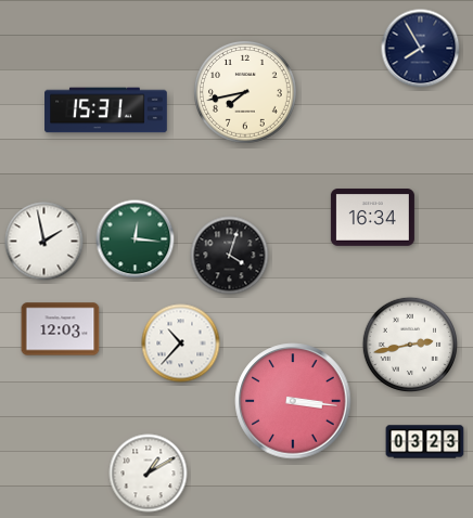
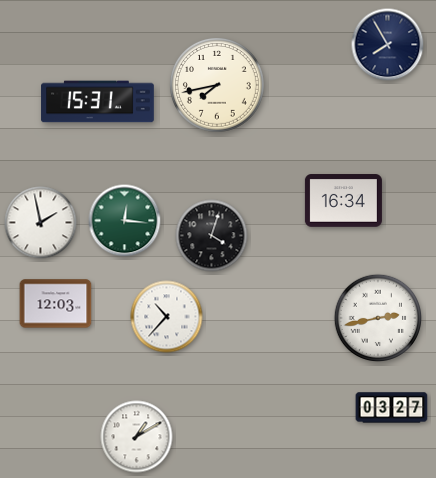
clock at (245, 92) position: (245, 92) -> (217, 85)
clock at (293, 401): 3:16 -> none
clock at (425, 442): 03:23 -> 03:27
